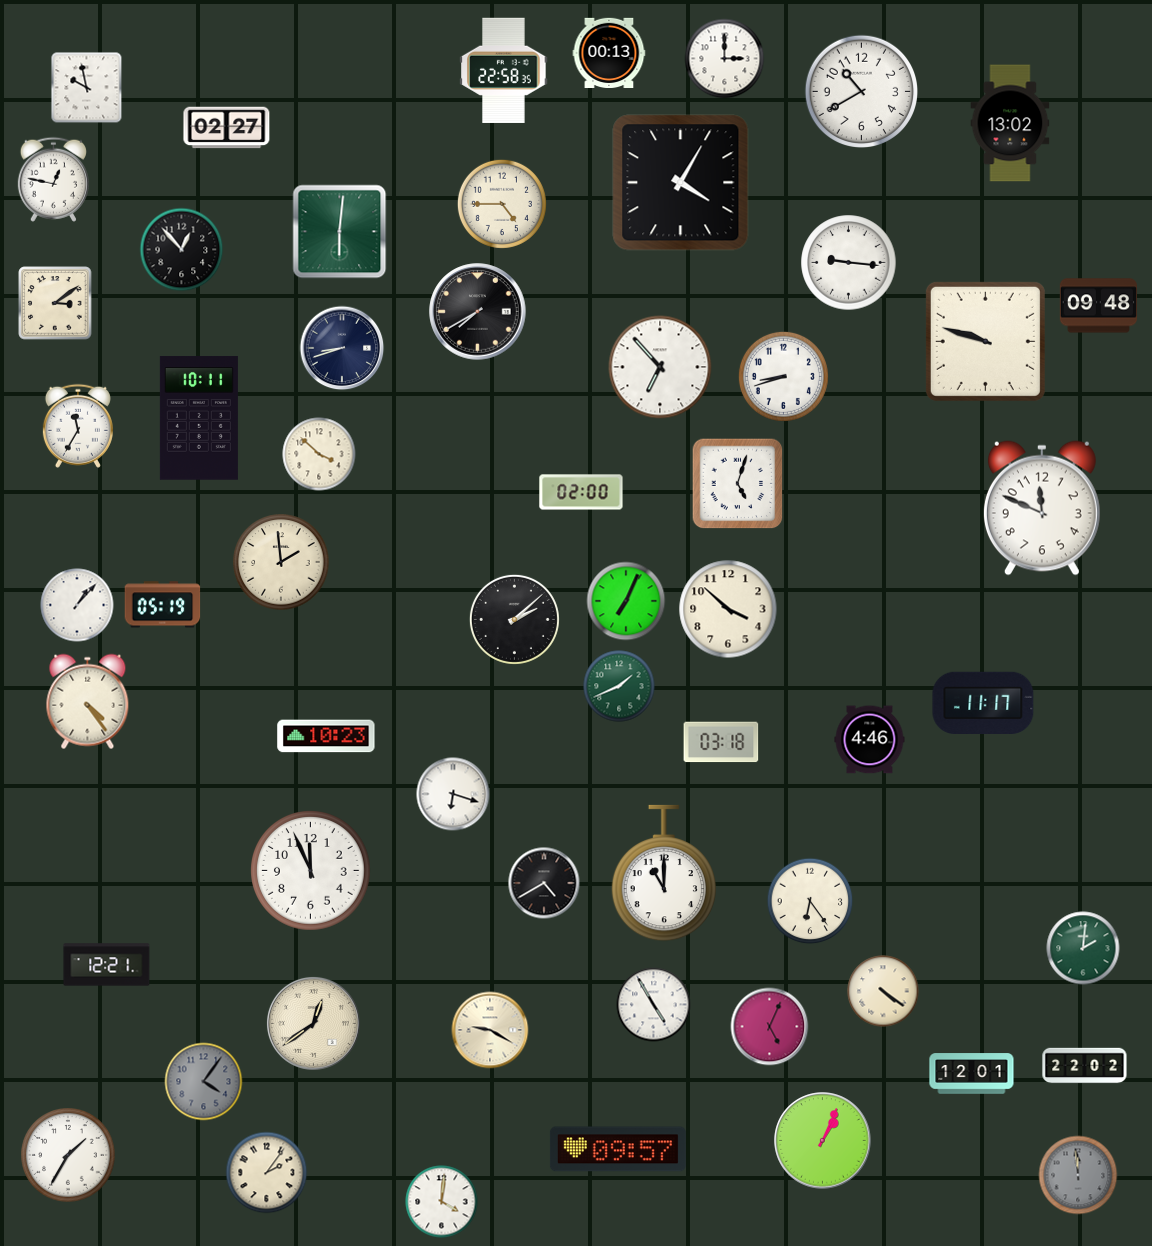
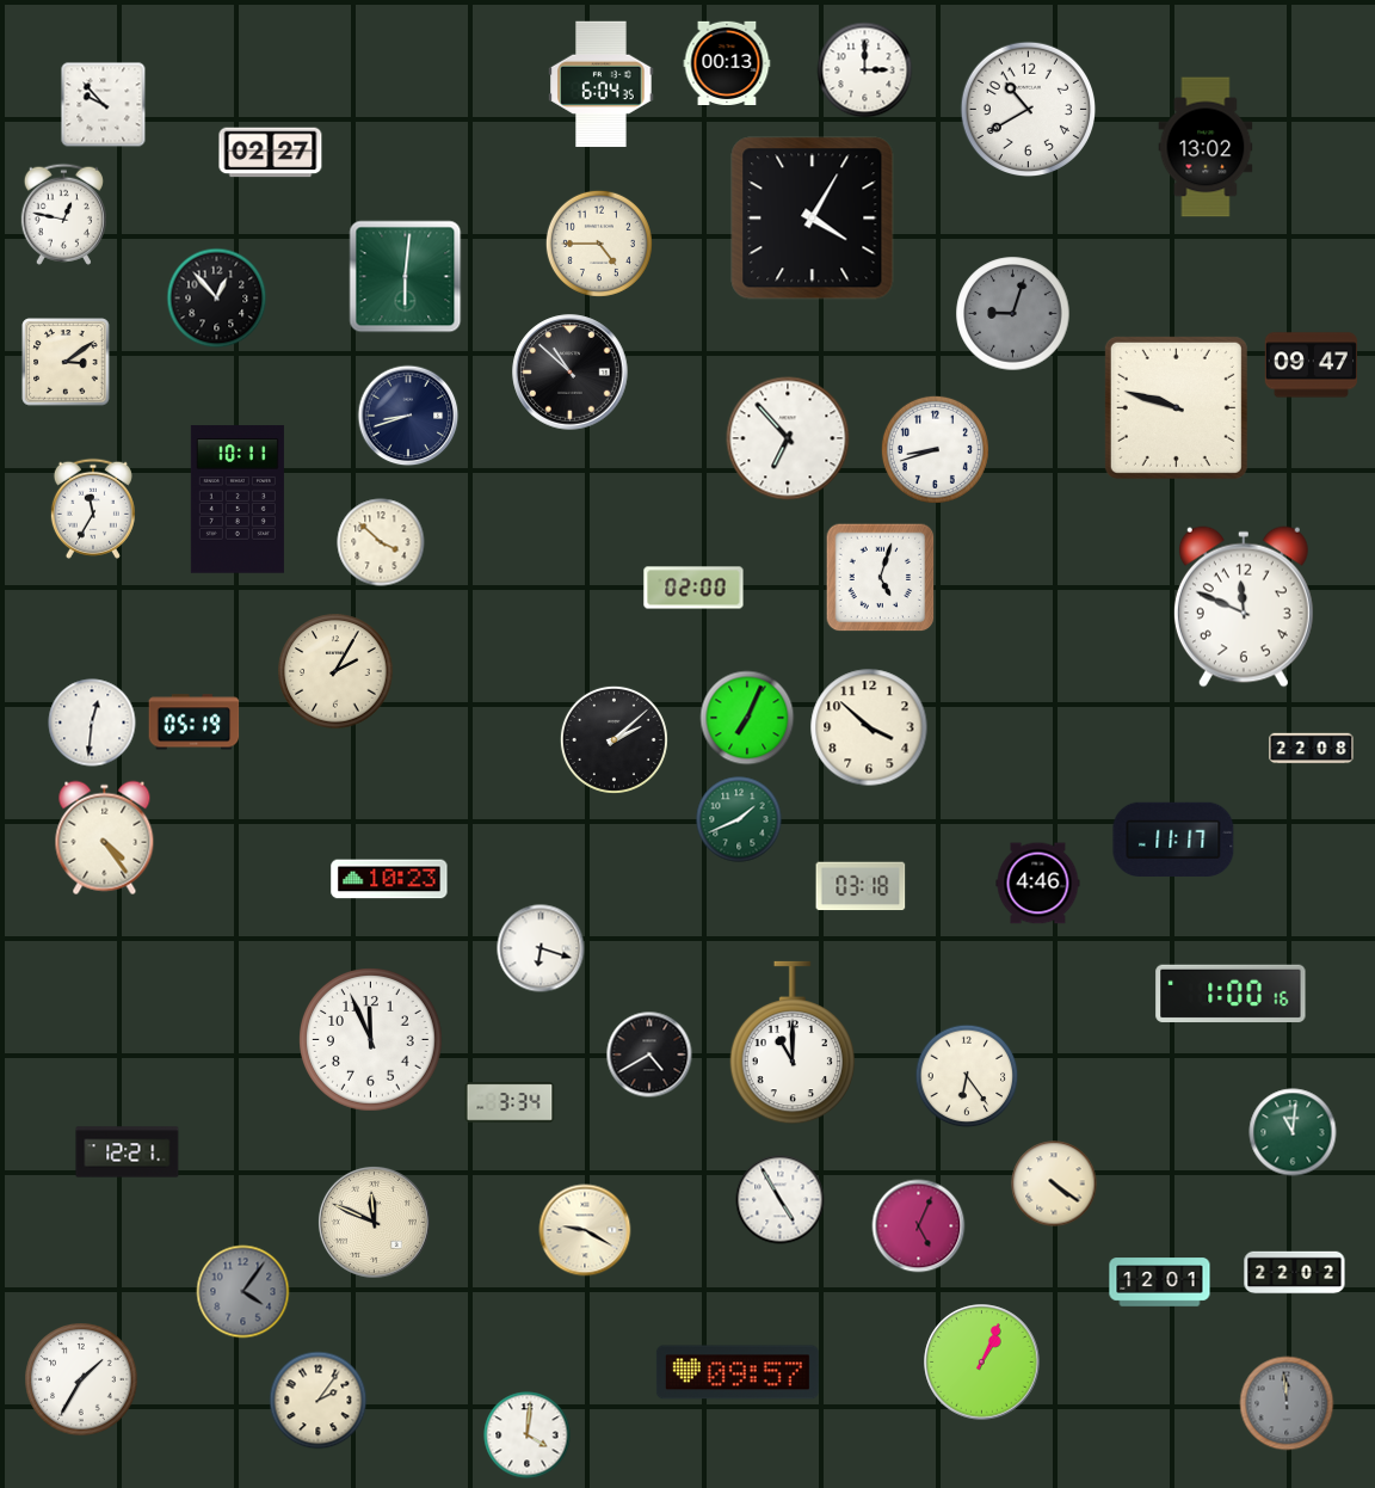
clock at (504, 70): 22:58 -> 6:04
clock at (87, 88): 9:58 -> 9:53
clock at (849, 263): 9:16 -> 9:03
clock at (849, 263) dial: white -> grey
clock at (1098, 306): 09:48 -> 09:47
clock at (478, 312): 7:40 -> 10:52
clock at (281, 562): 1:59 -> 2:05
clock at (77, 605): 1:07 -> 12:31
clock at (1312, 749): none -> 22:08
clock at (1231, 994): none -> 1:00
clock at (510, 1102): none -> 3:34
clock at (1083, 948): 2:01 -> 11:01
clock at (313, 1023): 12:39 -> 11:49
